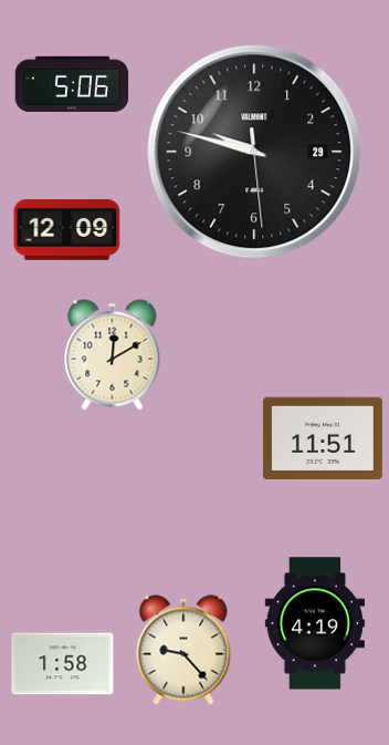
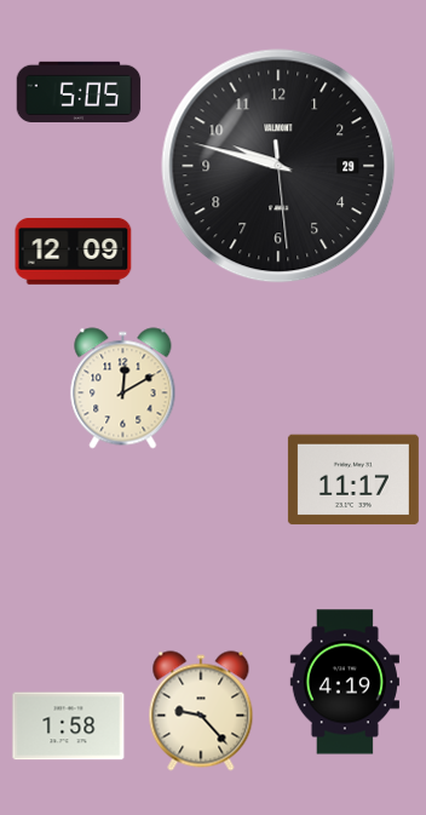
clock at (72, 83): 5:06 -> 5:05
clock at (323, 438): 11:51 -> 11:17
